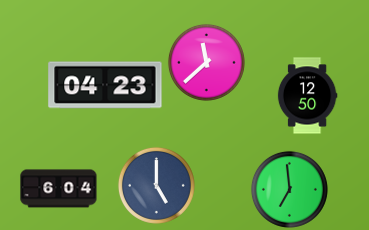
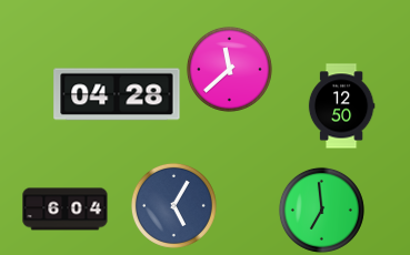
clock at (105, 85): 04:23 -> 04:28
clock at (156, 185): 5:00 -> 5:05
